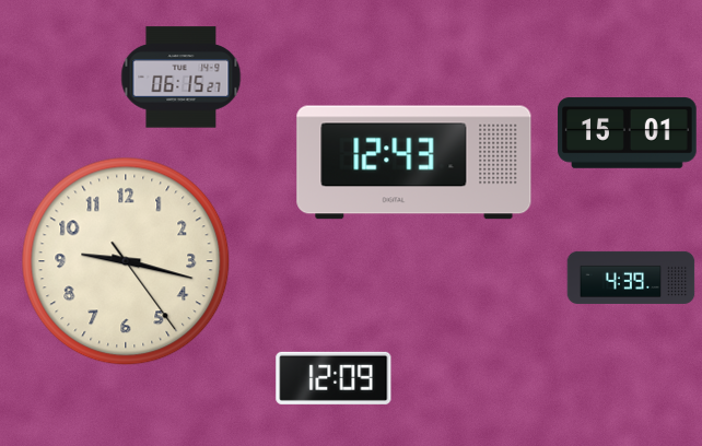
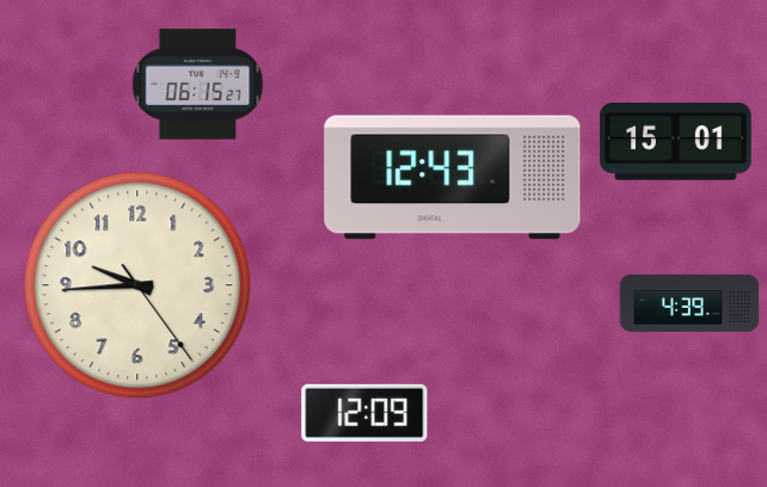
clock at (628, 133) position: (628, 133) -> (676, 142)
clock at (126, 261): 9:17 -> 9:44
